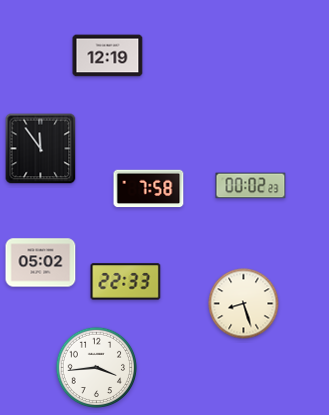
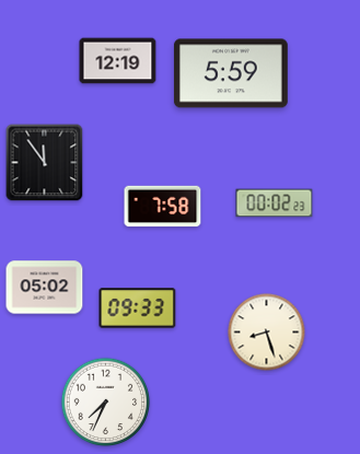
clock at (231, 73): none -> 5:59
clock at (126, 282): 22:33 -> 09:33
clock at (97, 368): 3:44 -> 7:34
